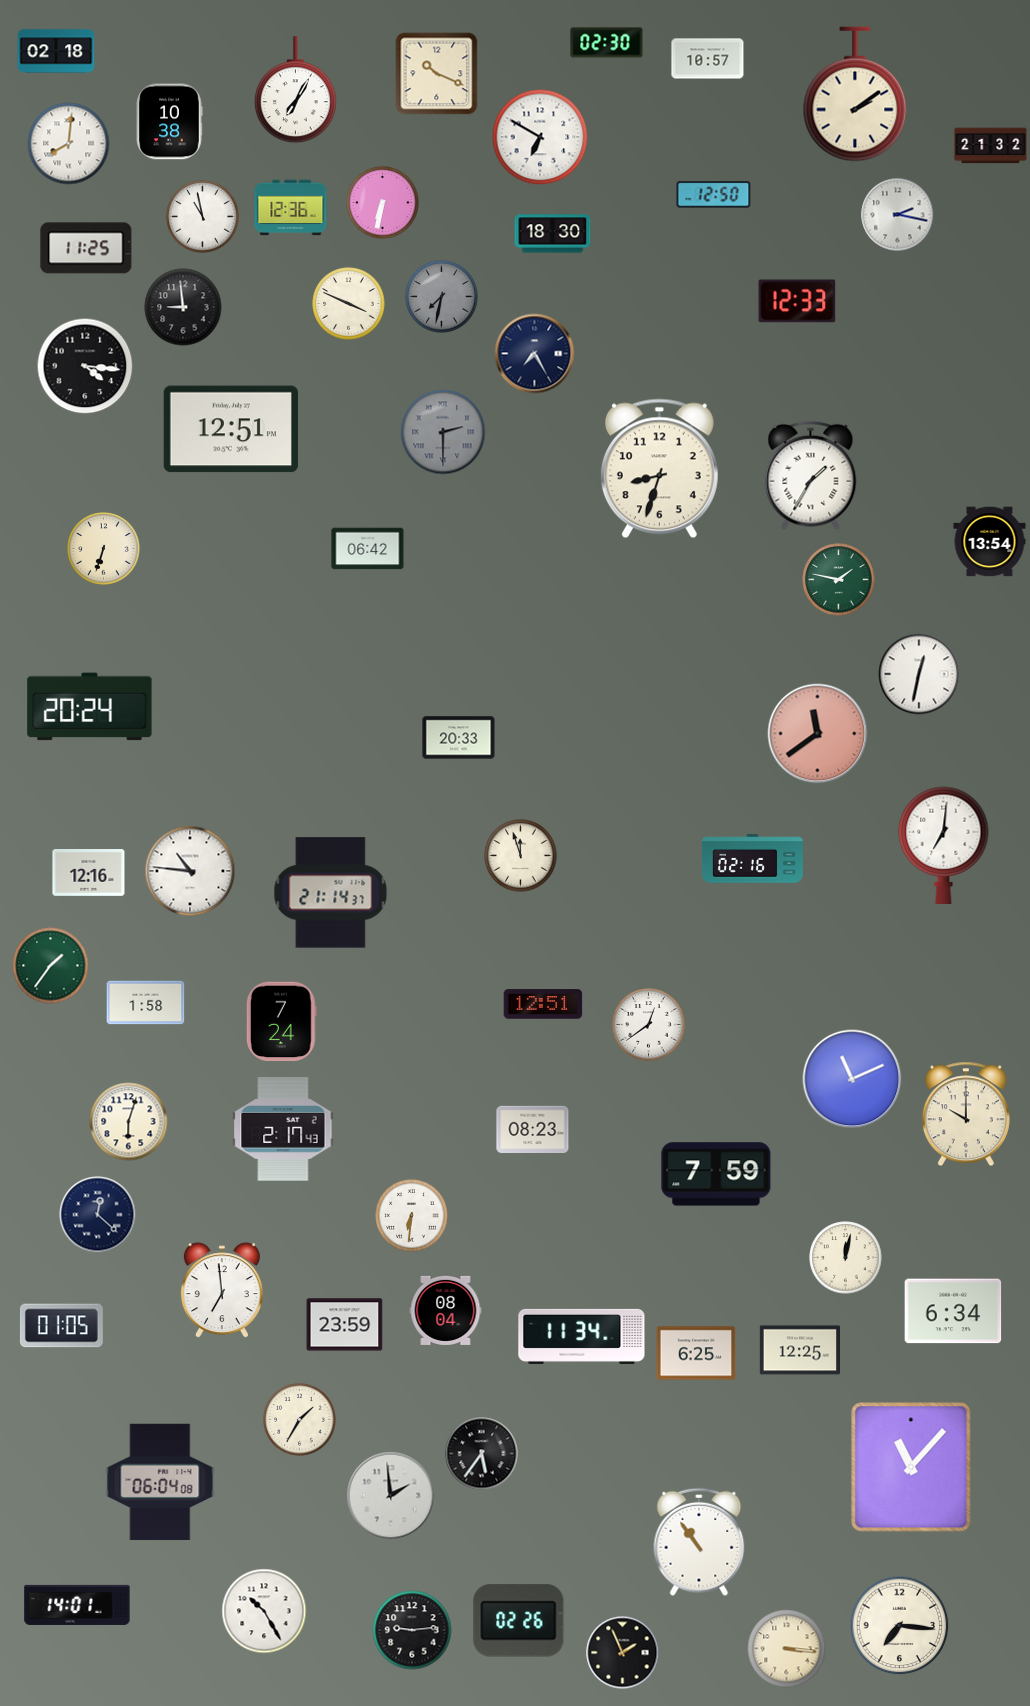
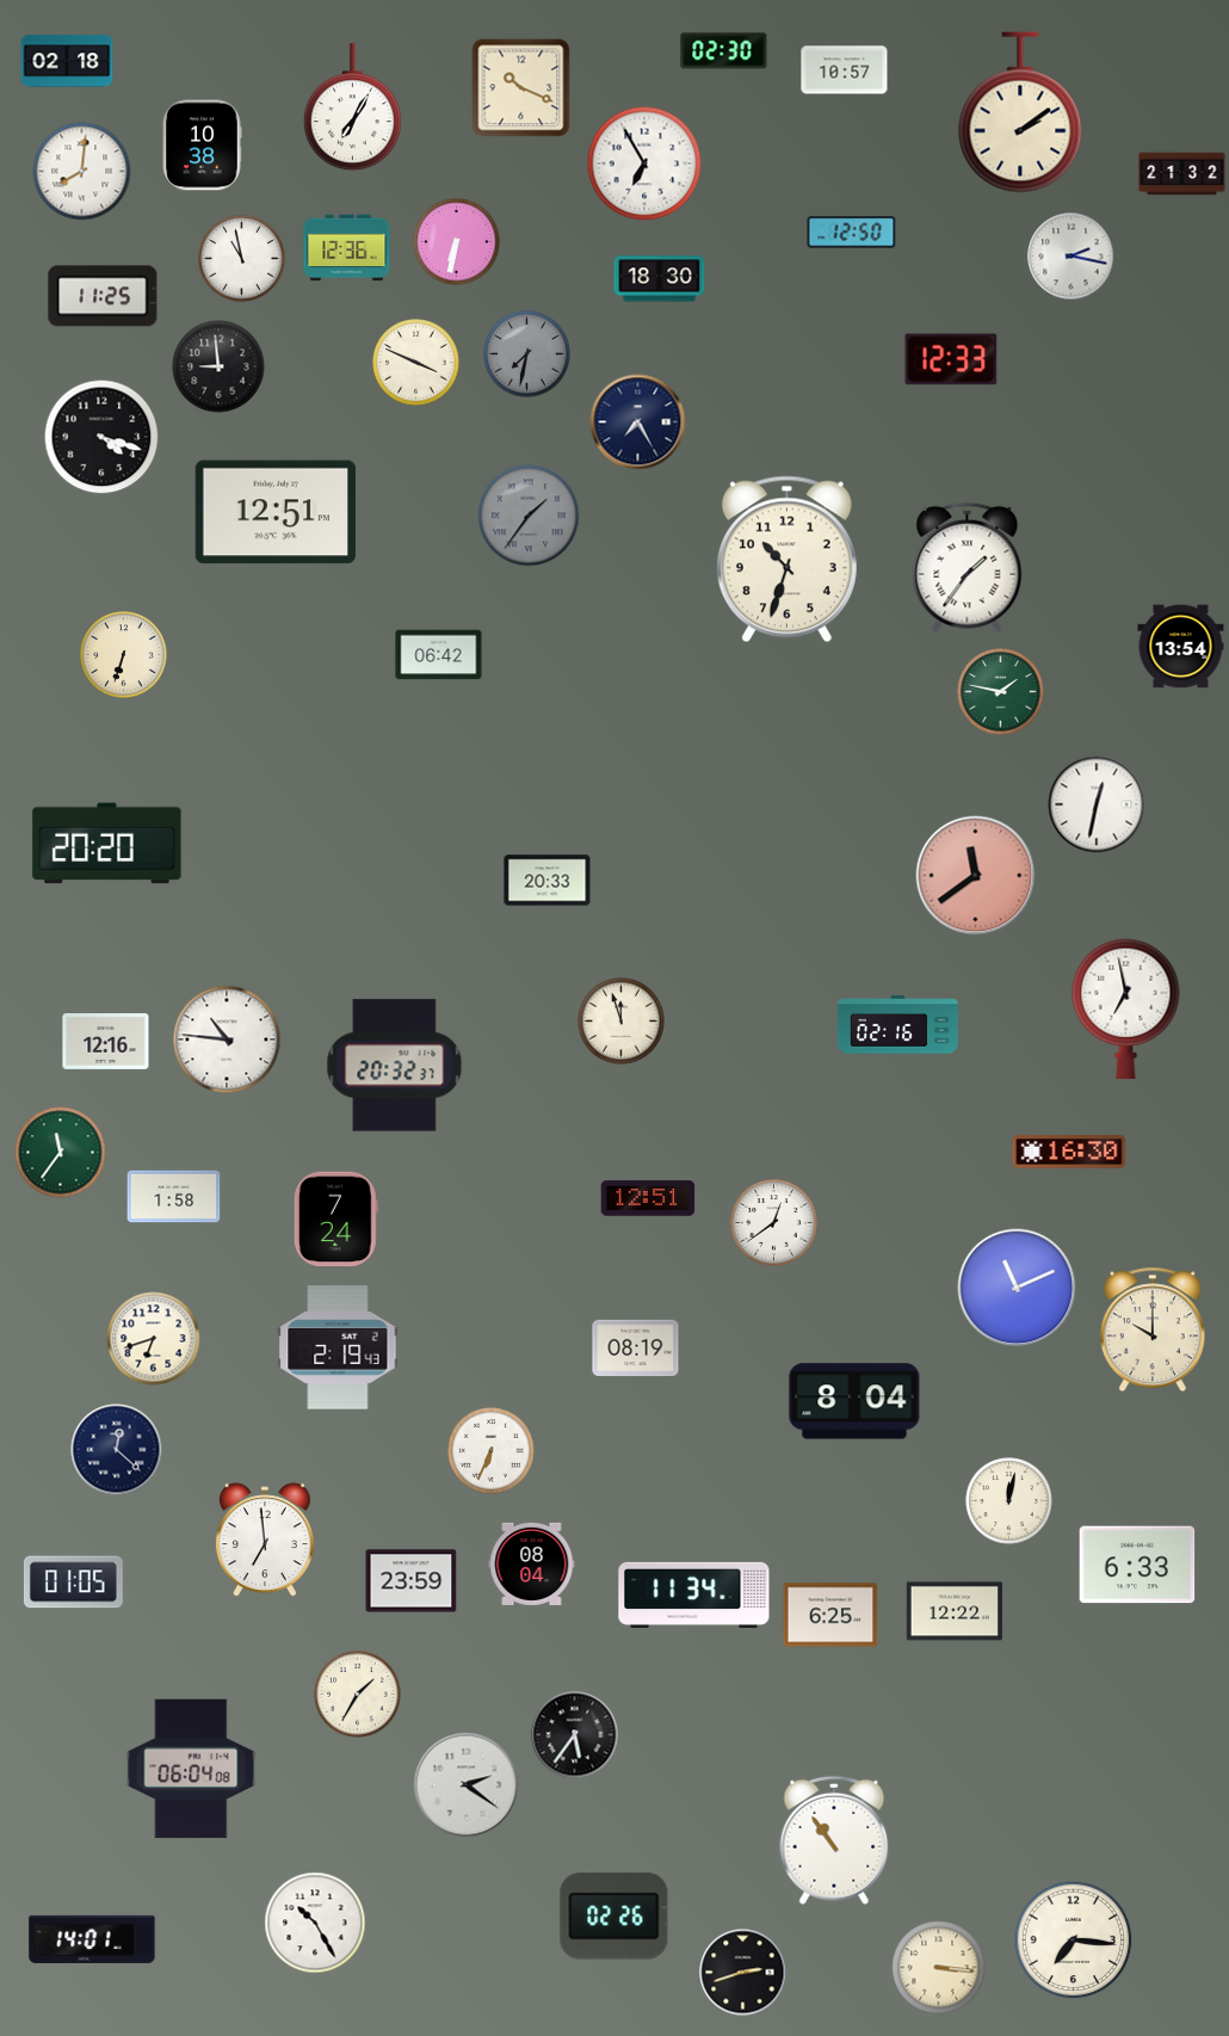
clock at (540, 137): 6:50 -> 6:55
clock at (85, 366): 4:16 -> 4:18
clock at (443, 432): 2:30 -> 1:36
clock at (659, 469): 8:33 -> 10:33
clock at (811, 475): 1:35 -> 1:36
clock at (90, 707): 20:24 -> 20:20
clock at (944, 845): 7:01 -> 6:58
clock at (331, 893): 21:14 -> 20:32
clock at (1069, 1152): none -> 16:30
clock at (51, 966): 1:36 -> 11:36
clock at (129, 1122): 6:03 -> 6:42
clock at (283, 1129): 2:17 -> 2:19
clock at (533, 1129): 08:23 -> 08:19
clock at (716, 1174): 7:59 -> 8:04
clock at (412, 1216): 6:31 -> 6:34
clock at (953, 1311): 6:34 -> 6:33
clock at (799, 1350): 12:25 -> 12:22
clock at (911, 1467): 11:07 -> none
clock at (391, 1496): 1:59 -> 2:21
clock at (77, 1605) position: (77, 1605) -> (92, 1939)
clock at (519, 1621) position: (519, 1621) -> (614, 1917)
clock at (412, 1630): 9:14 -> none
clock at (623, 1653): 1:56 -> 2:42
